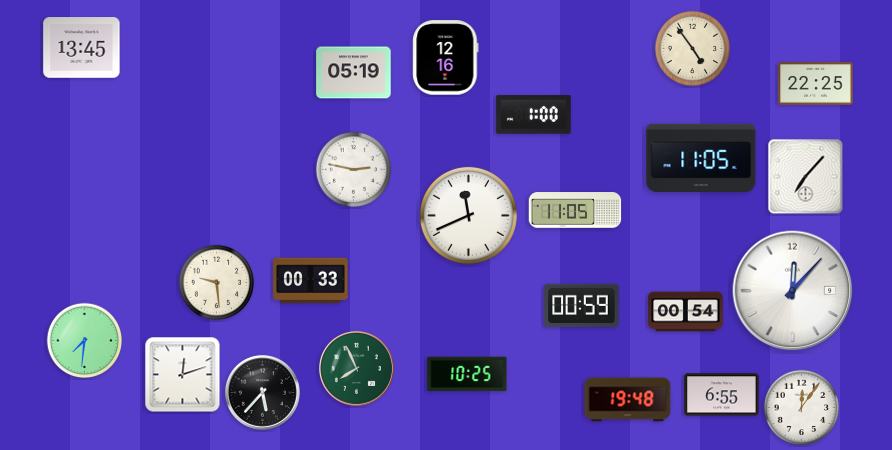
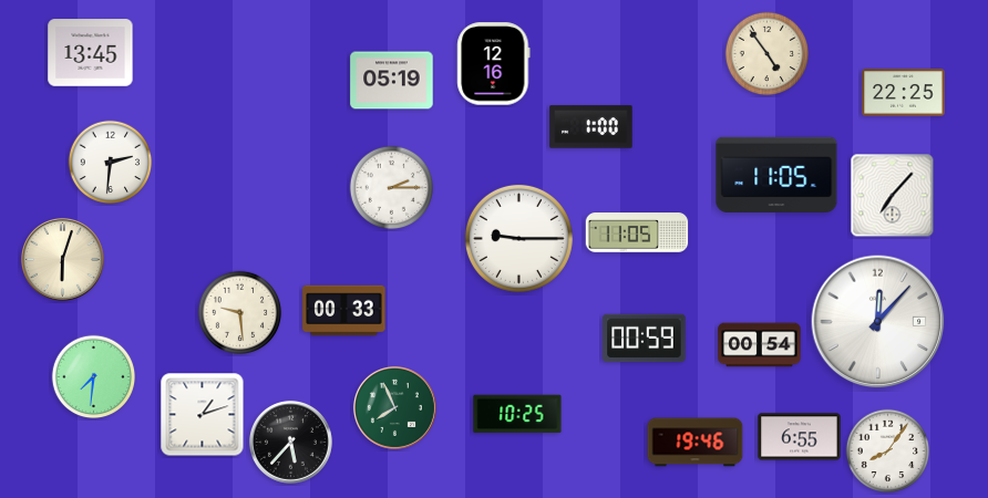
clock at (111, 163): none -> 2:31
clock at (354, 170): 2:47 -> 2:15
clock at (468, 215): 11:41 -> 9:15
clock at (62, 259): none -> 6:03
clock at (183, 375): 12:12 -> 1:12
clock at (262, 392) position: (262, 392) -> (290, 442)
clock at (628, 400): 19:48 -> 19:46
clock at (802, 408): 12:06 -> 8:06
